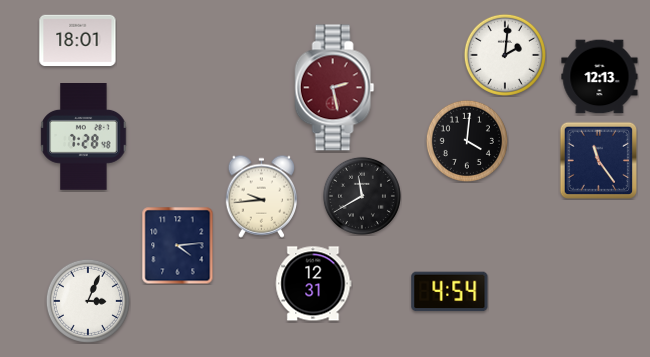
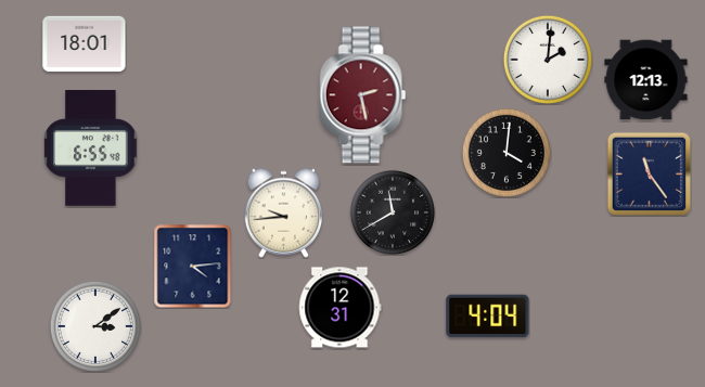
clock at (600, 77) position: (600, 77) -> (646, 80)
clock at (84, 137): 7:28 -> 6:55
clock at (450, 292): 4:54 -> 4:04
clock at (88, 301): 3:04 -> 3:09
